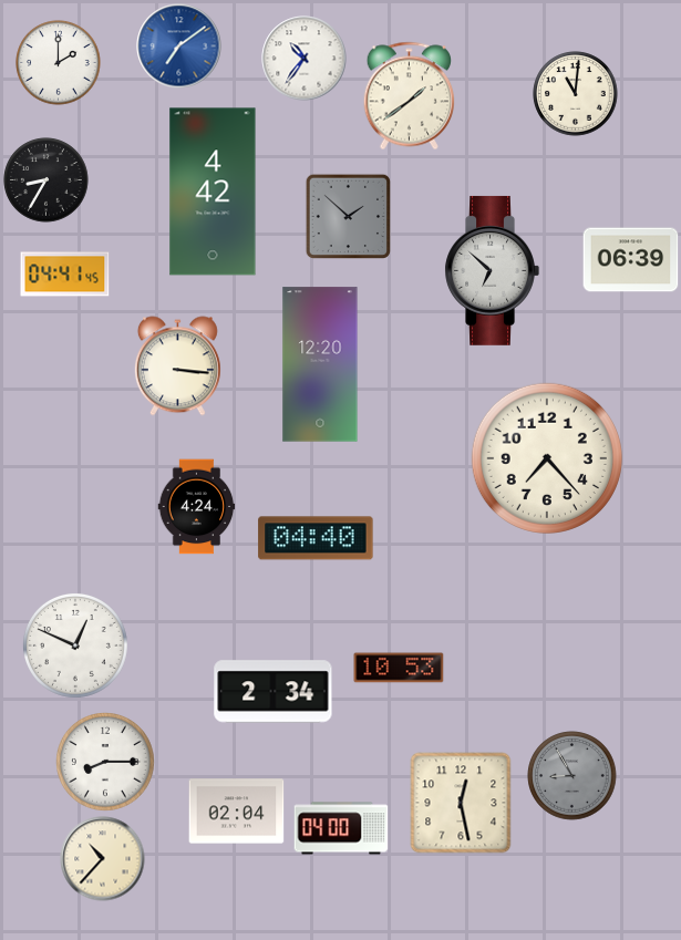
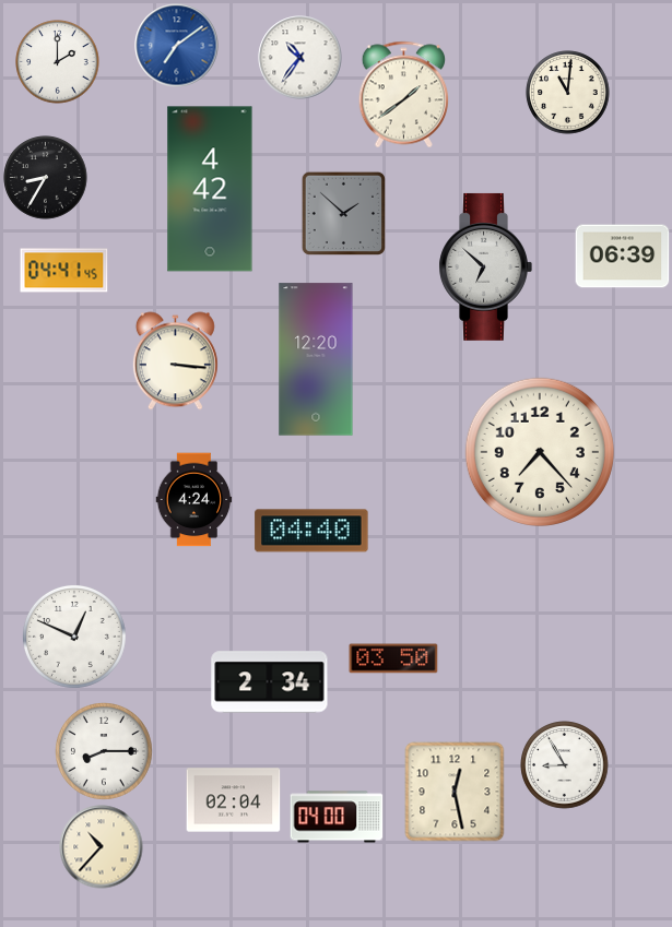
clock at (399, 668): 10:53 -> 03:50
clock at (572, 776) dial: grey -> white
